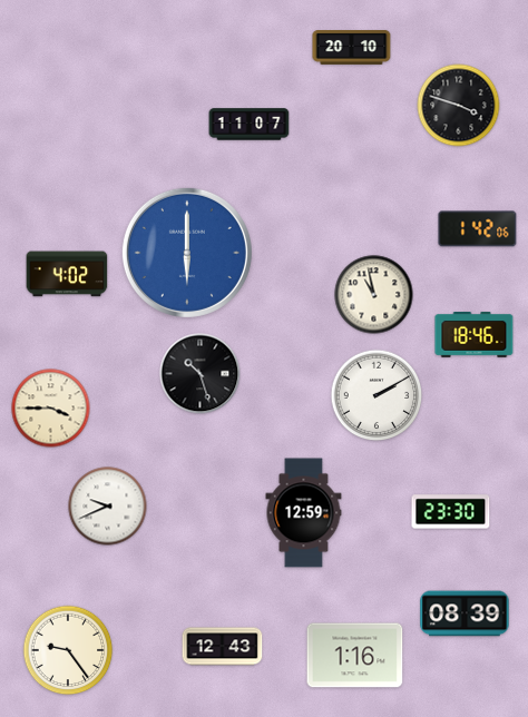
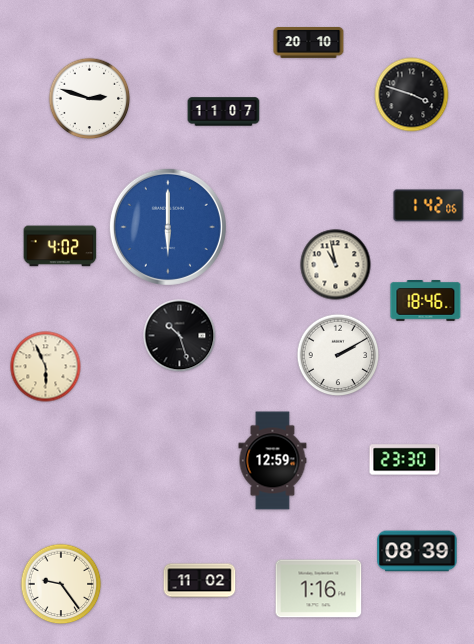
clock at (352, 48) position: (352, 48) -> (309, 43)
clock at (90, 99): none -> 2:48
clock at (51, 409): 3:45 -> 5:56
clock at (108, 507): 9:41 -> none
clock at (223, 647): 12:43 -> 11:02
